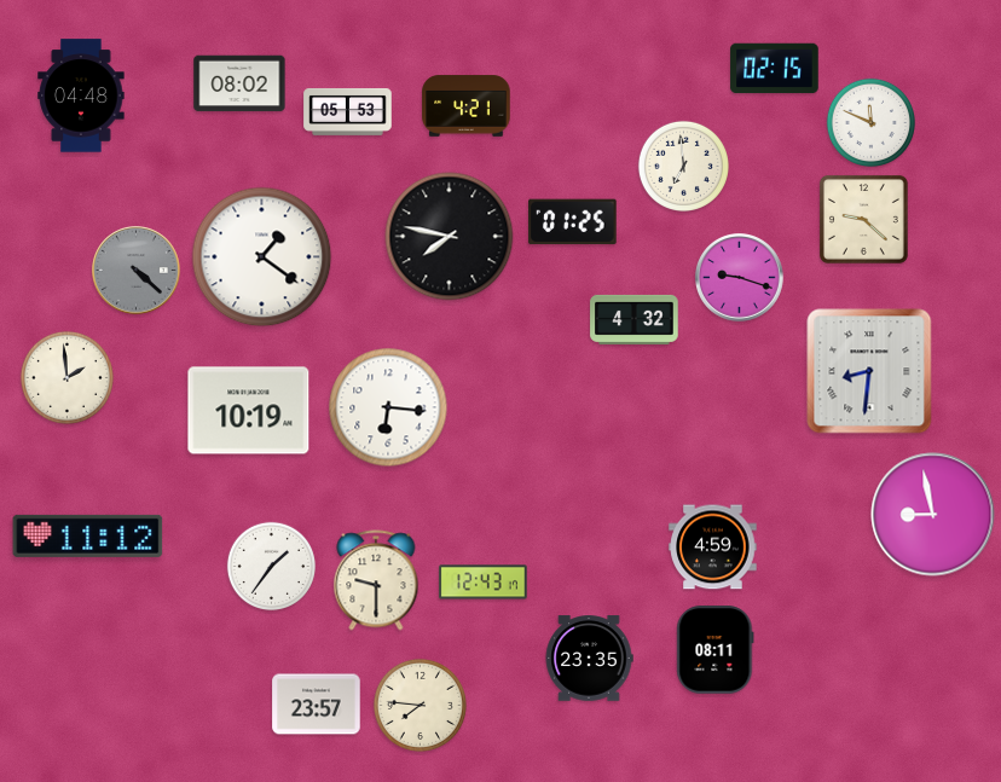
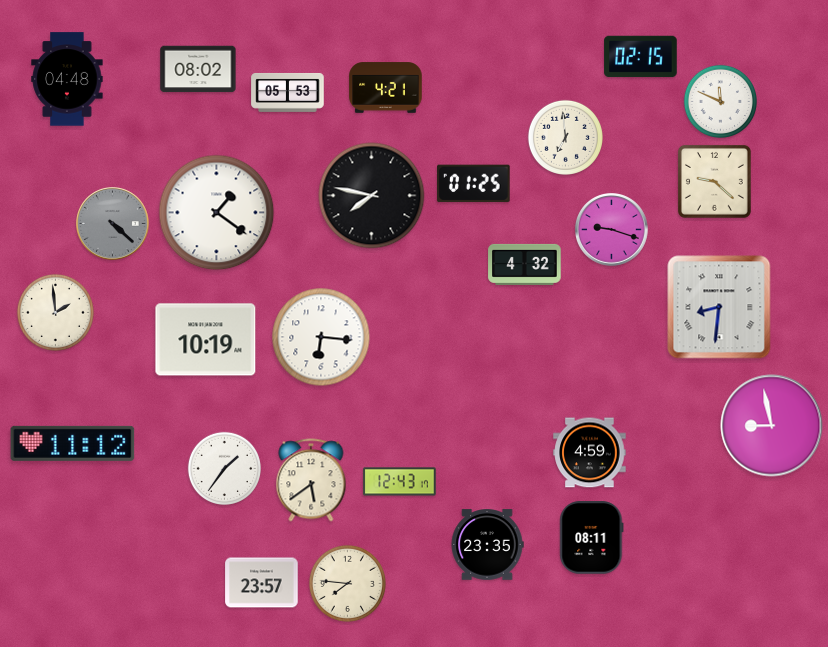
clock at (376, 580): 9:30 -> 5:39
